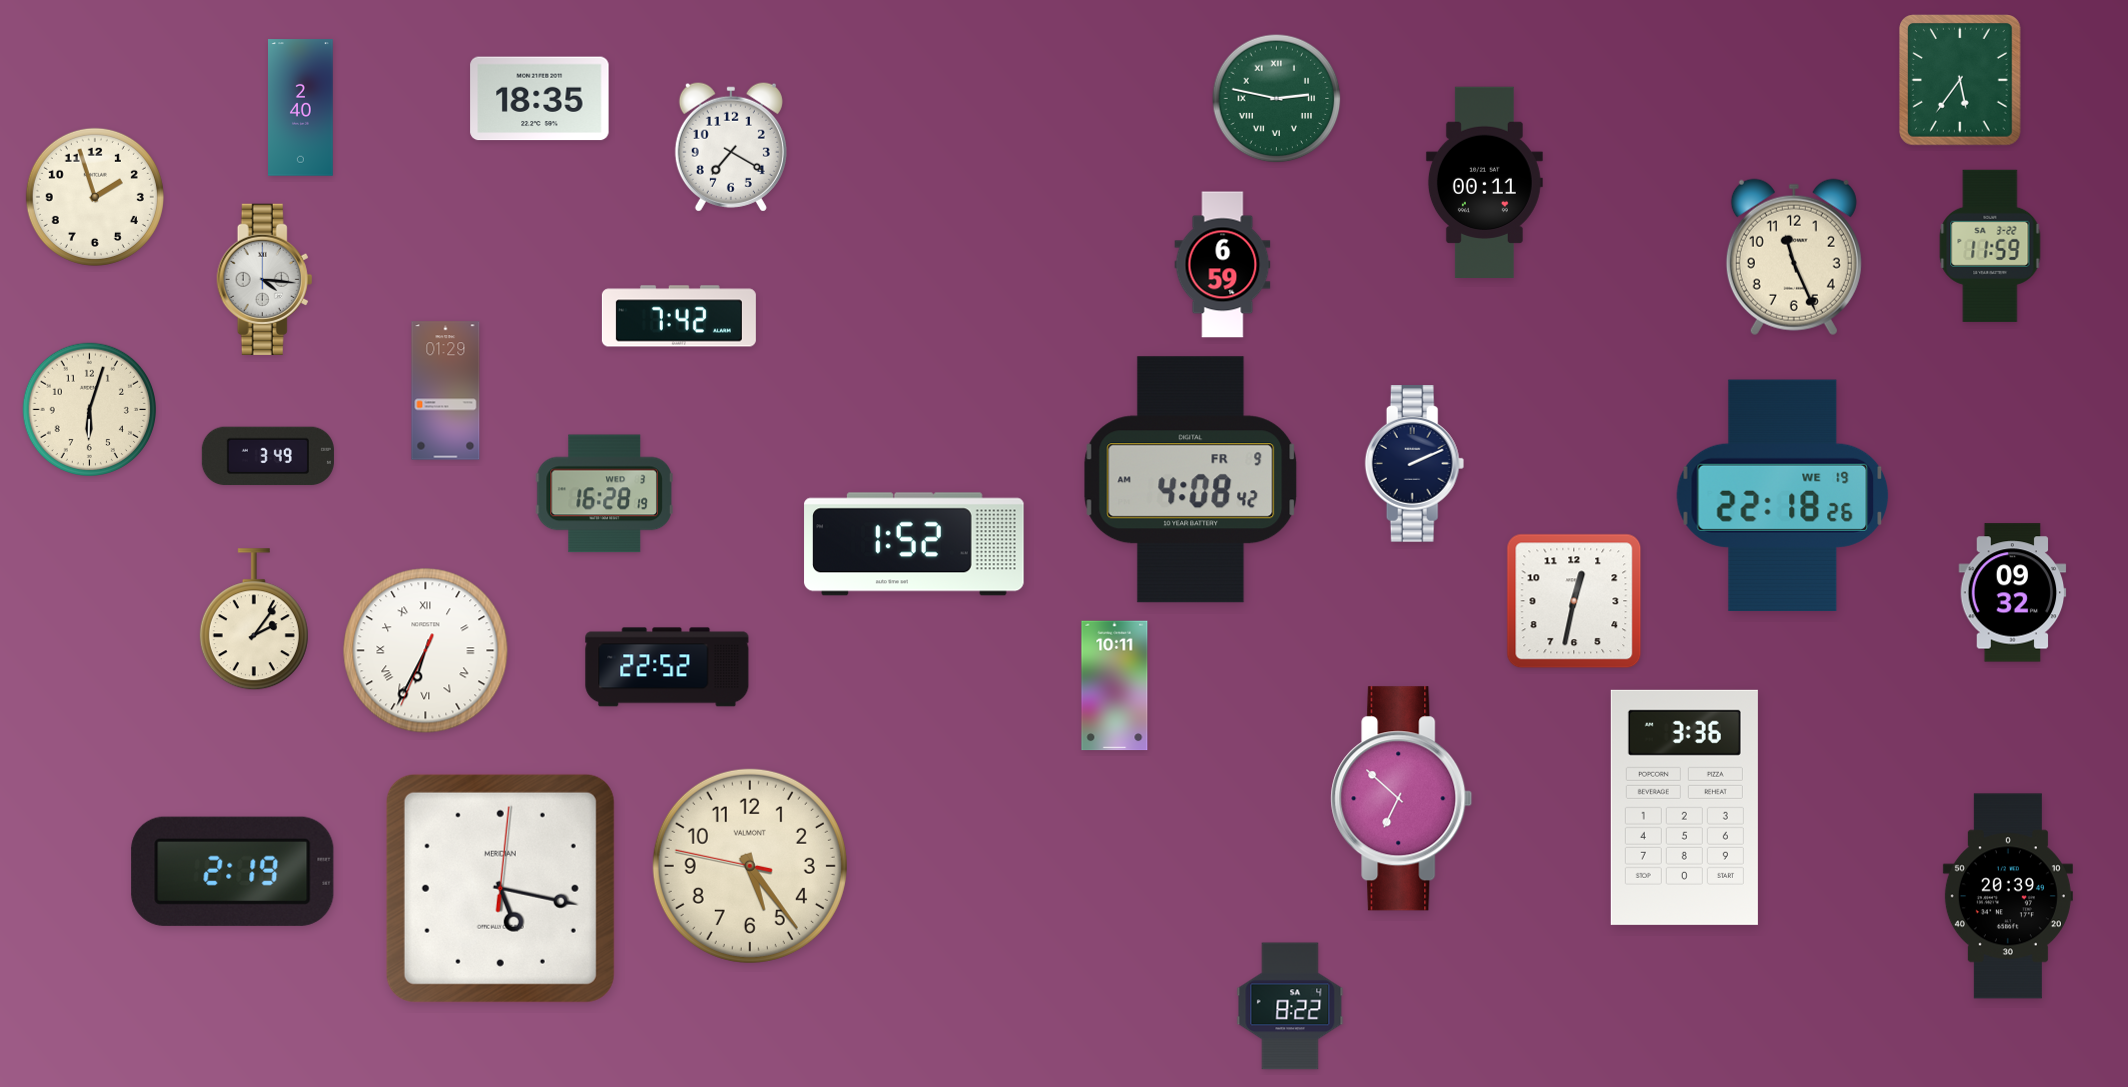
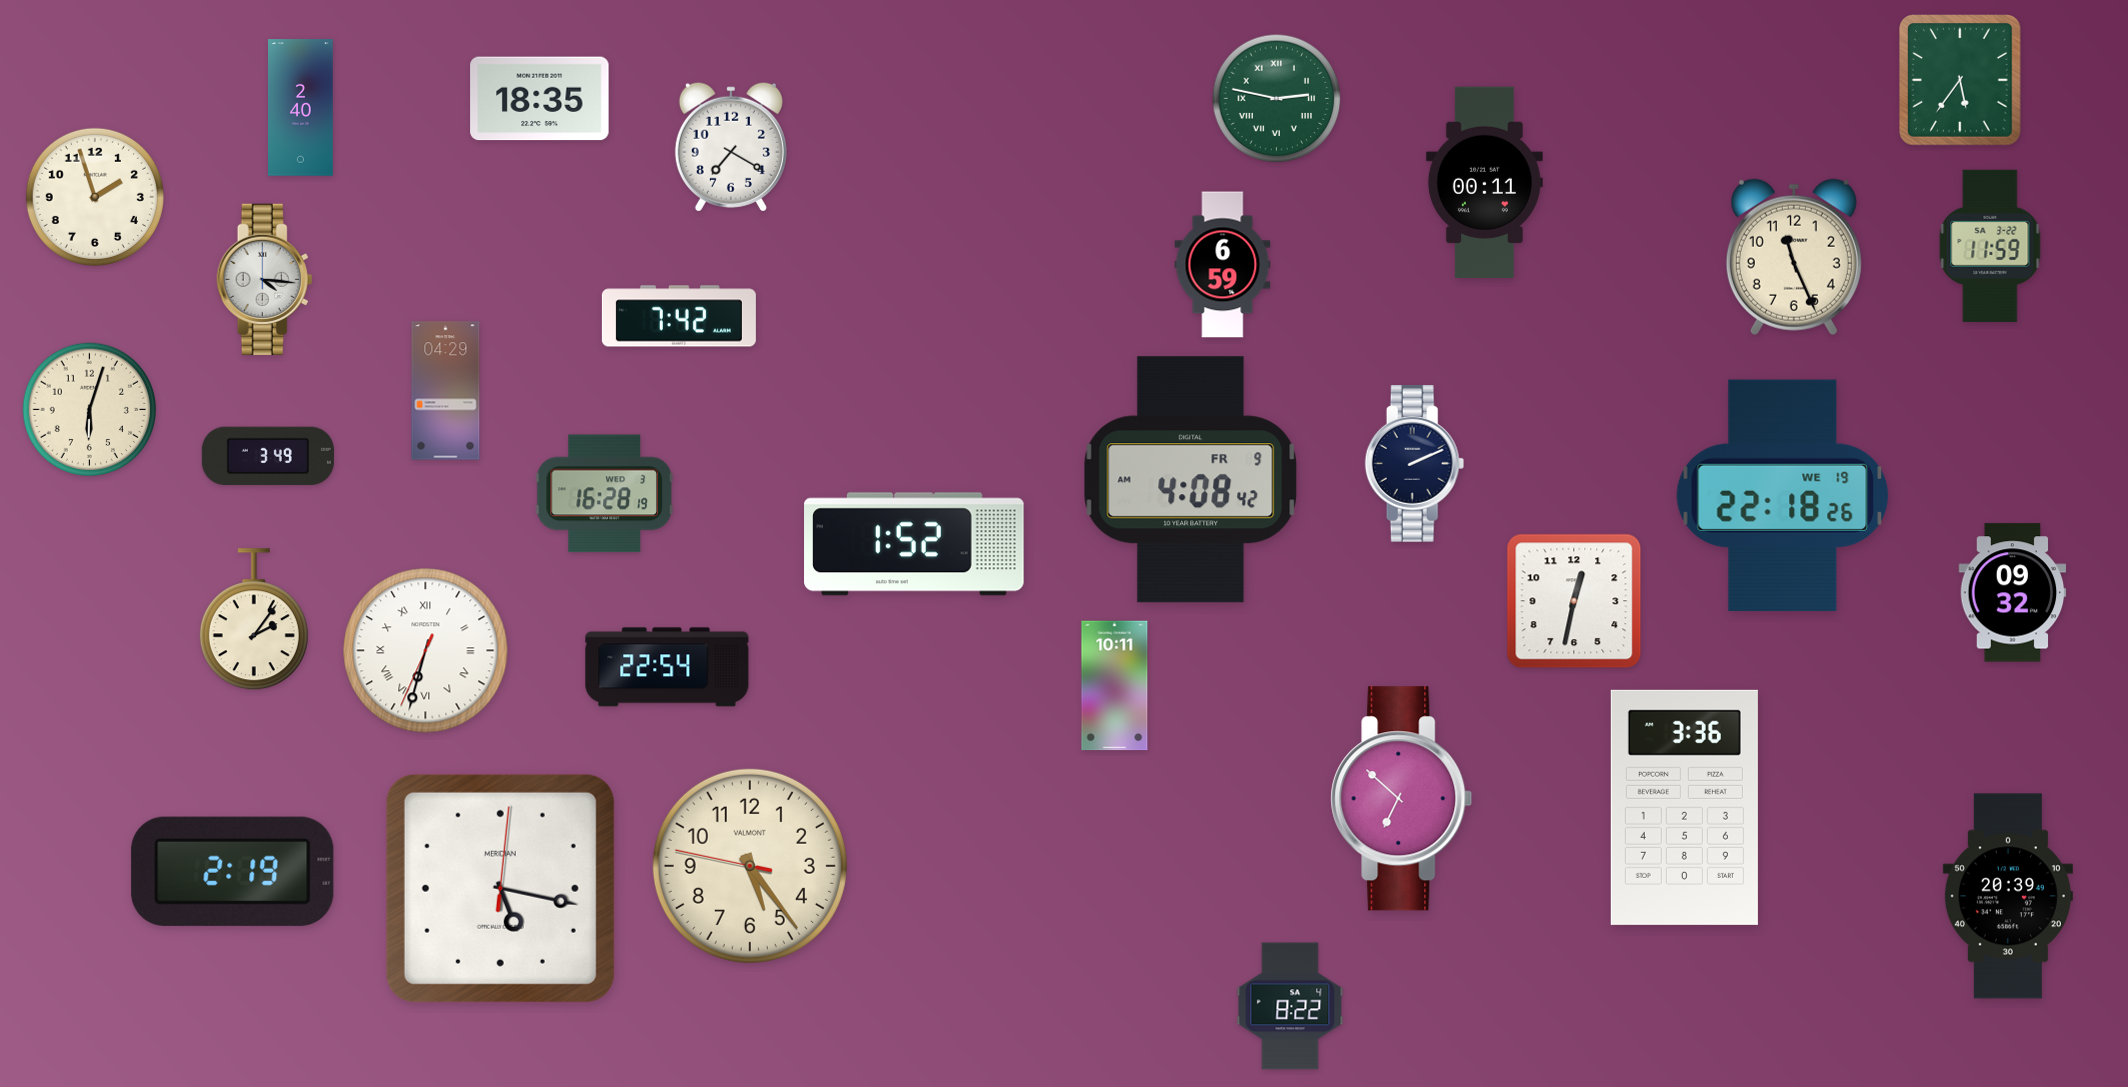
clock at (446, 391): 01:29 -> 04:29
clock at (426, 651): 6:34 -> 6:32
clock at (667, 667): 22:52 -> 22:54
